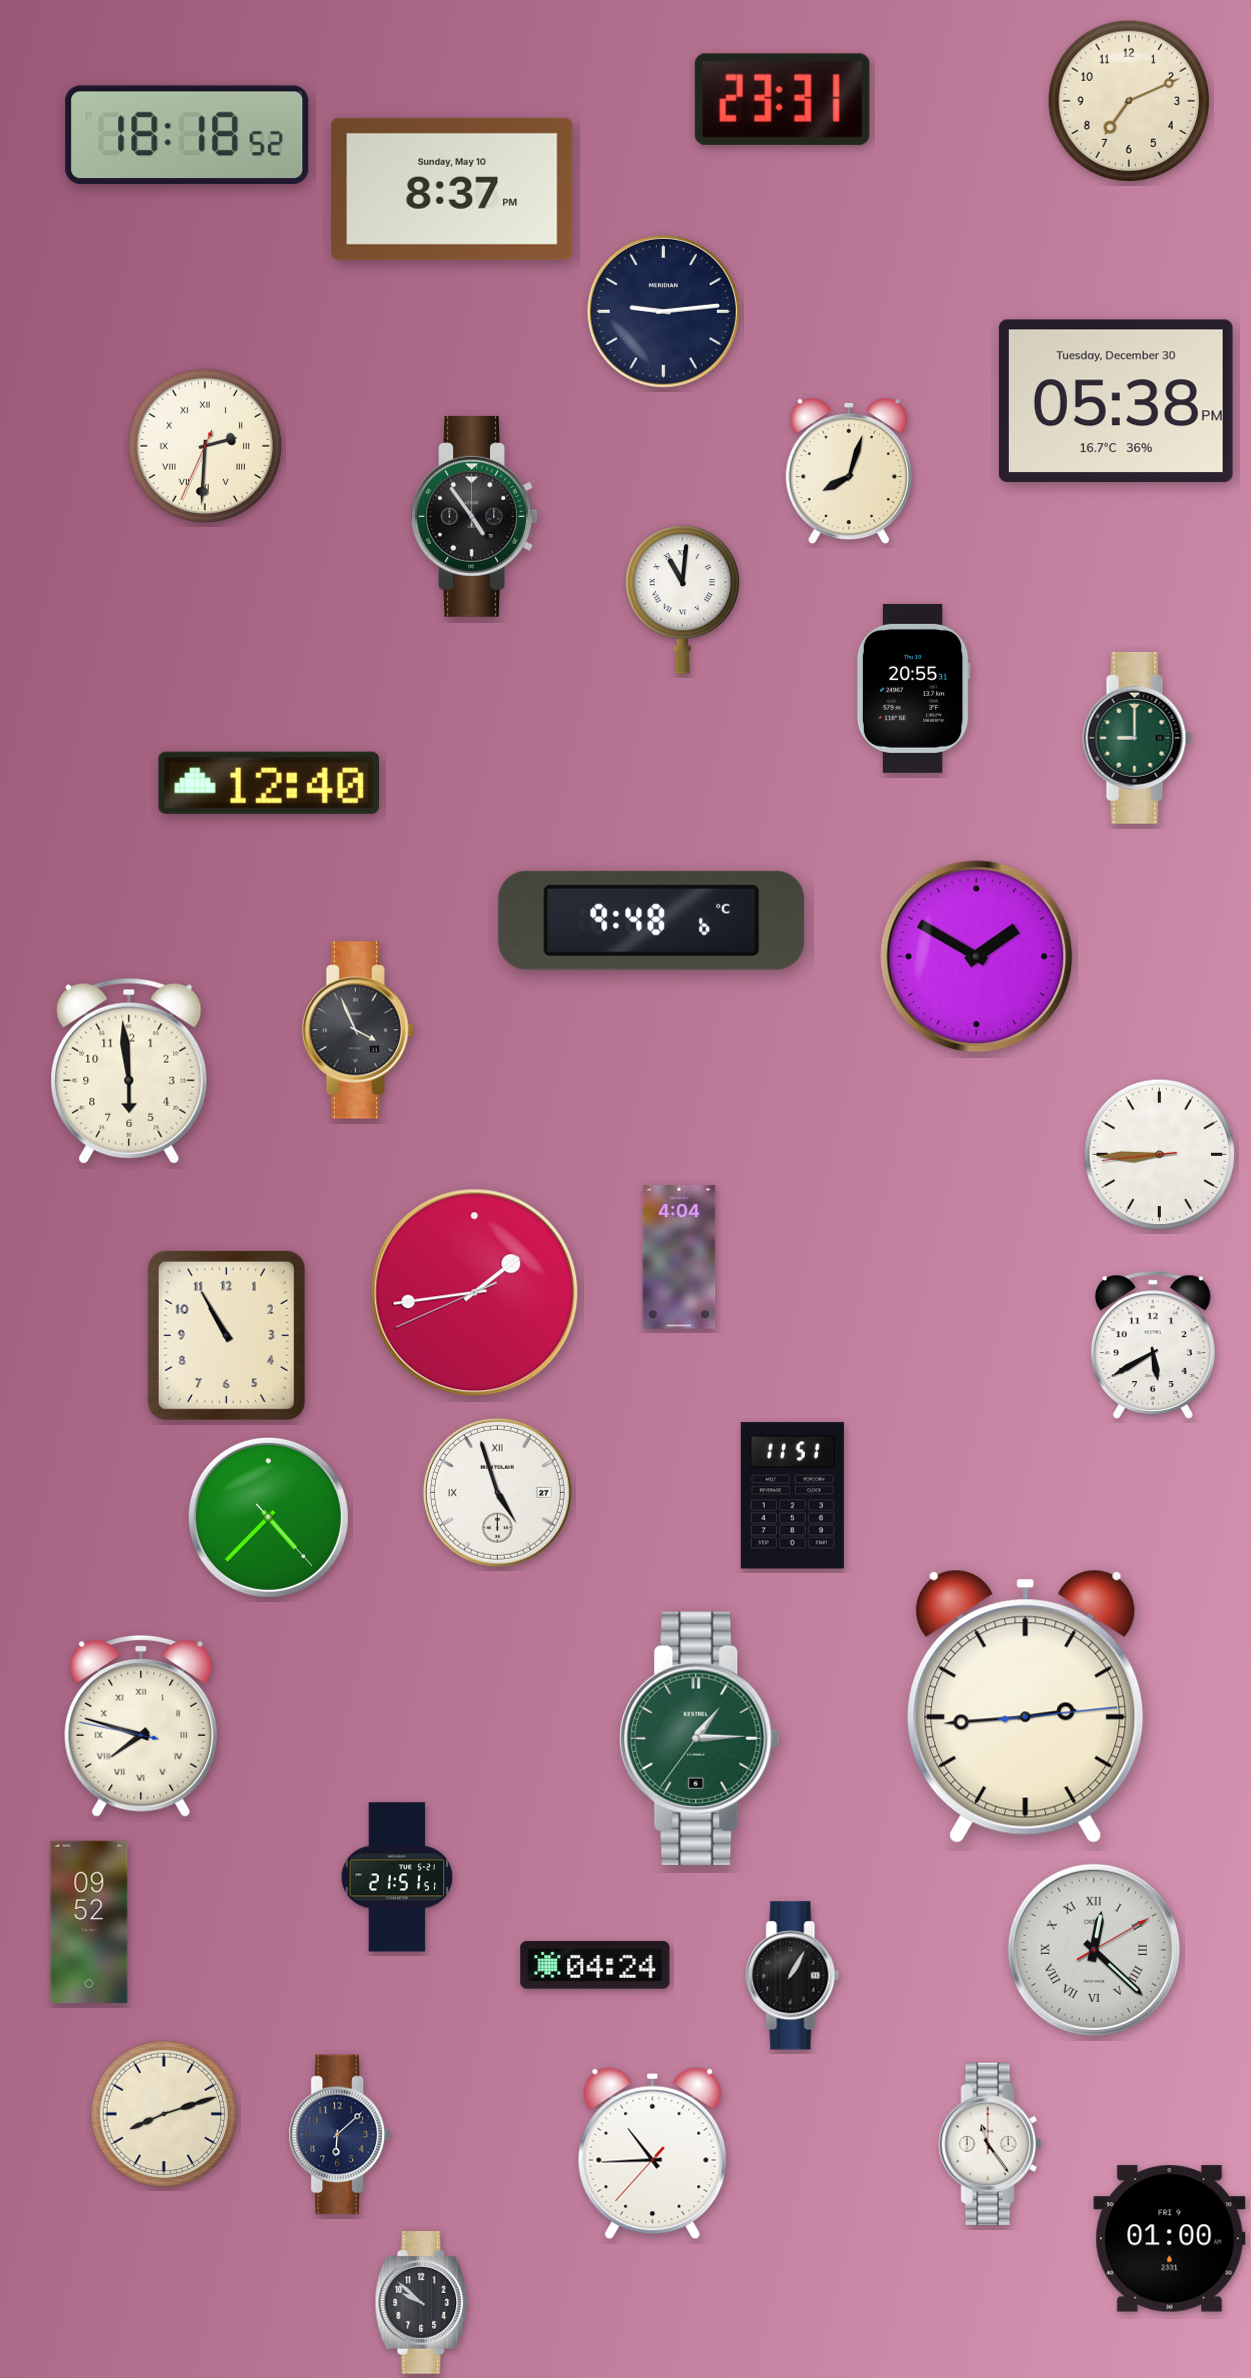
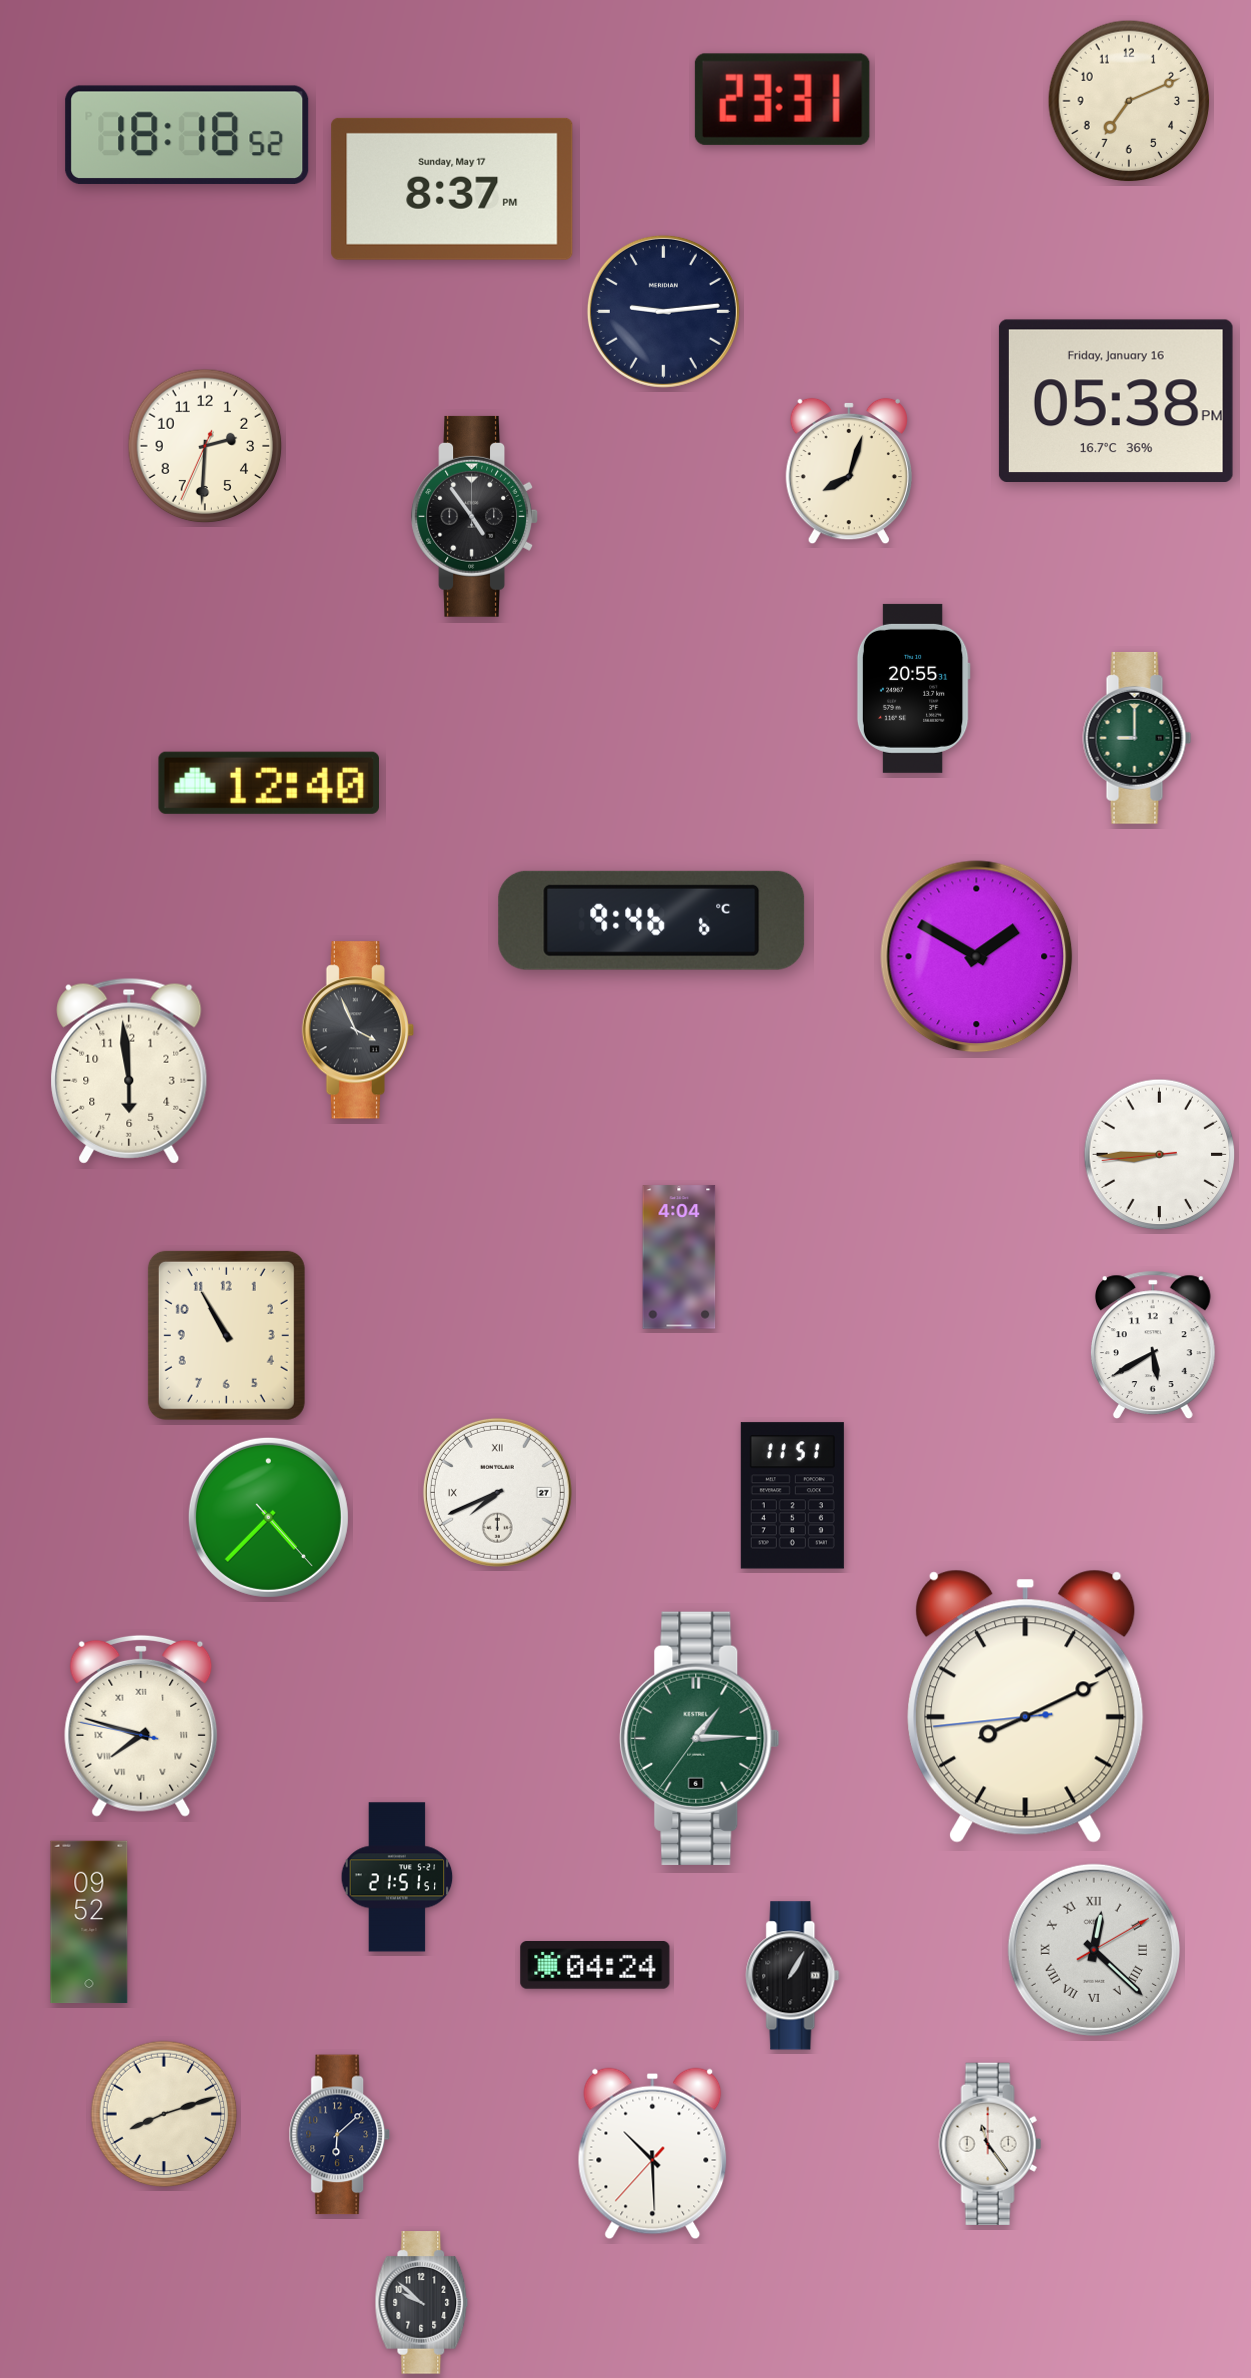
clock at (452, 189) date: Sunday, May 10 -> Sunday, May 17
clock at (1116, 400) date: Tuesday, December 30 -> Friday, January 16
clock at (205, 446) numerals: Roman -> Arabic
clock at (683, 600): 11:01 -> none
clock at (652, 920): 9:48 -> 9:46
clock at (475, 1293): 1:43 -> none
clock at (497, 1492): 4:57 -> 7:41
clock at (1026, 1706): 2:44 -> 8:10
clock at (653, 2154): 10:44 -> 10:29
clock at (1170, 2239): 01:00 -> none
